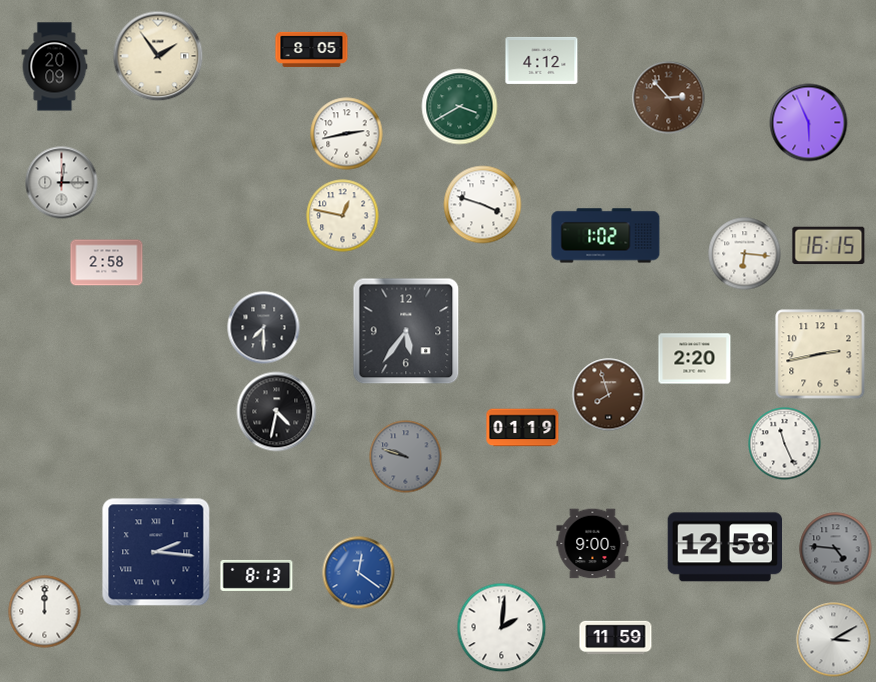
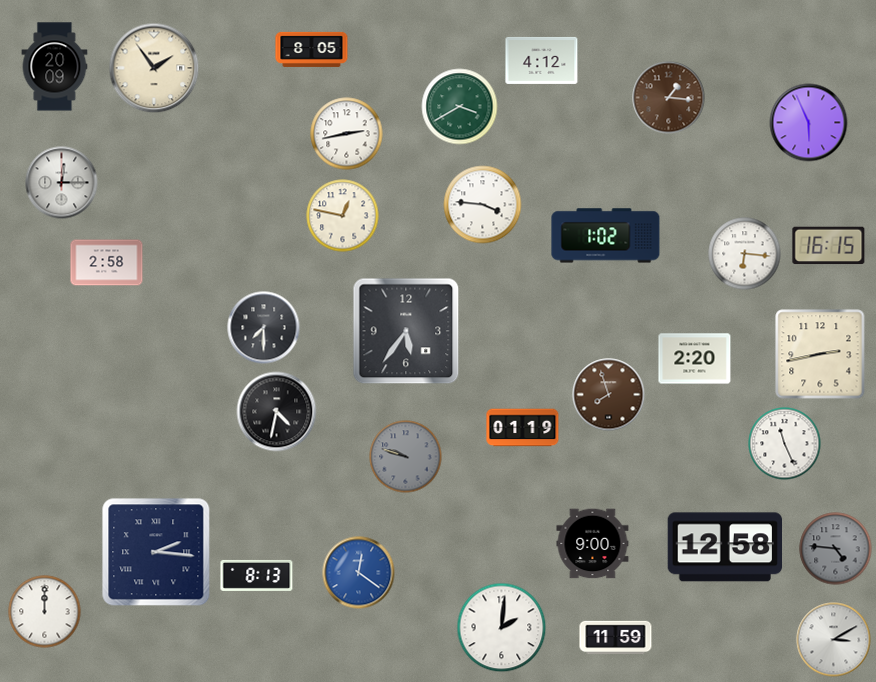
clock at (158, 56) position: (158, 56) -> (154, 68)
clock at (669, 98): 2:53 -> 1:16
clock at (483, 205): 3:48 -> 3:46
